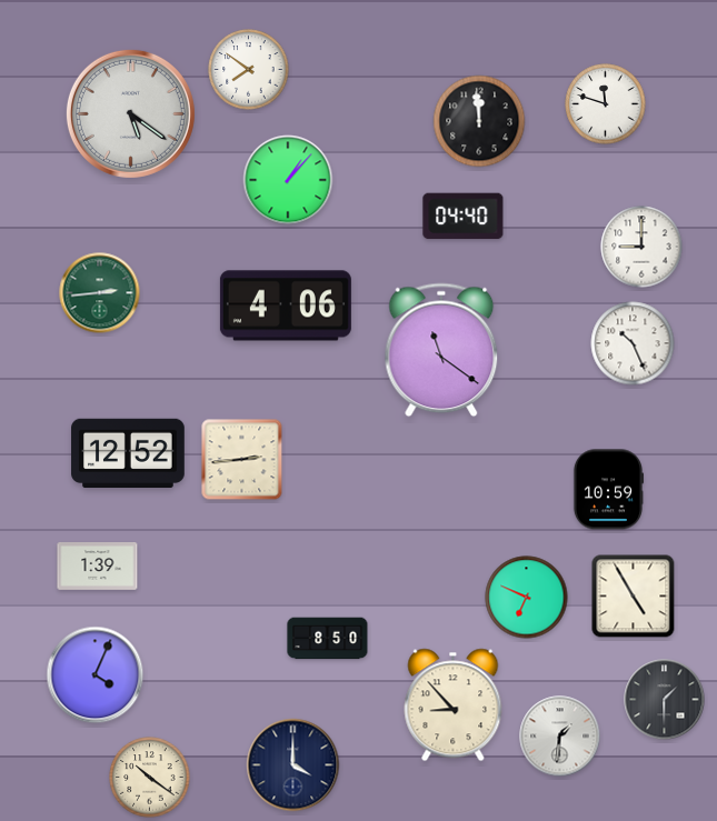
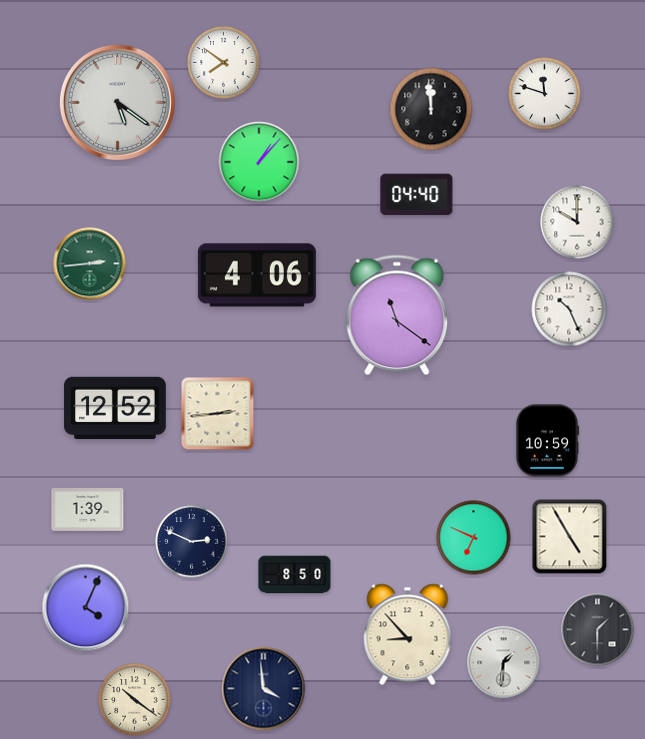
clock at (641, 247): 9:00 -> 10:00
clock at (192, 542): none -> 2:49
clock at (293, 765): 4:00 -> 3:59
